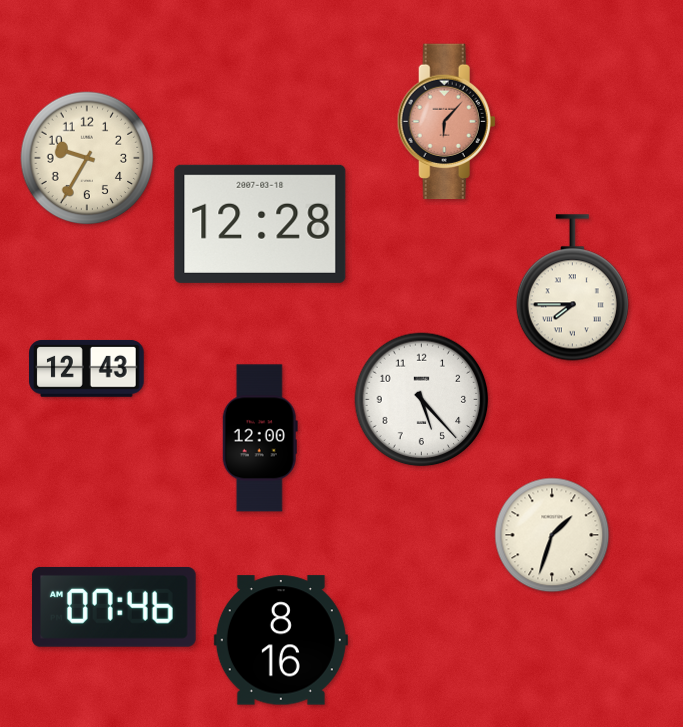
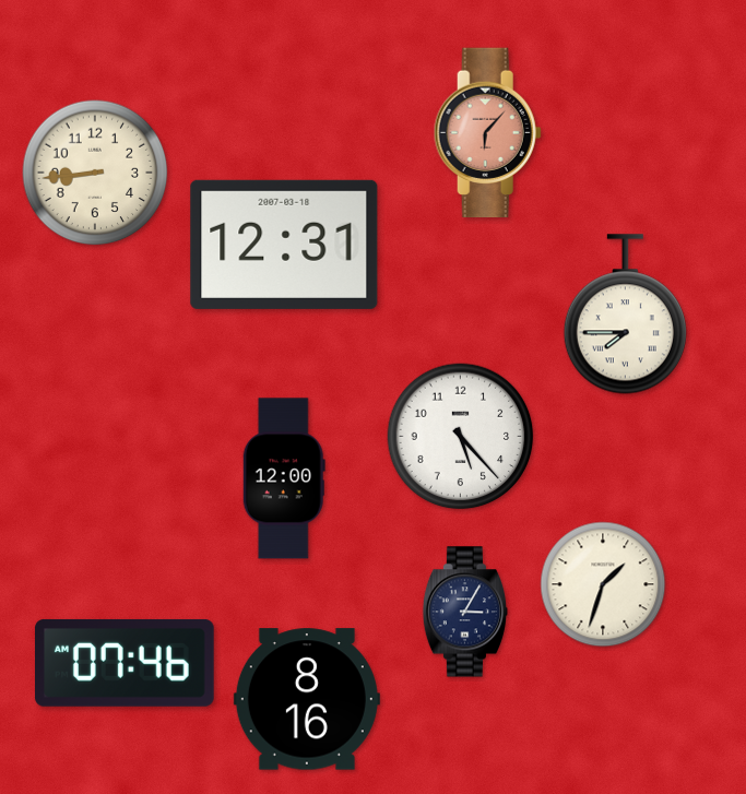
clock at (87, 158): 9:35 -> 8:44
clock at (260, 224): 12:28 -> 12:31
clock at (87, 368): 12:43 -> none
clock at (465, 612): none -> 3:05
